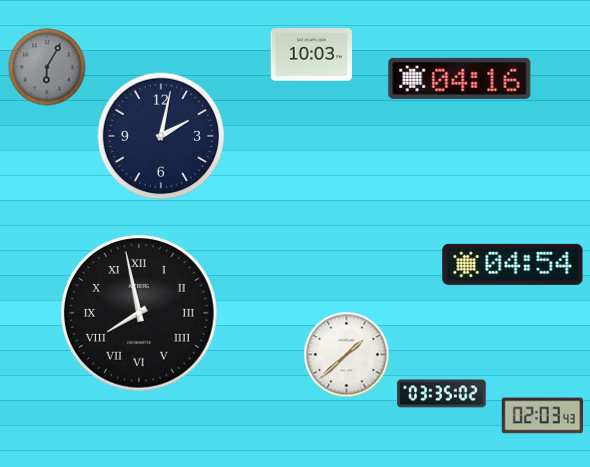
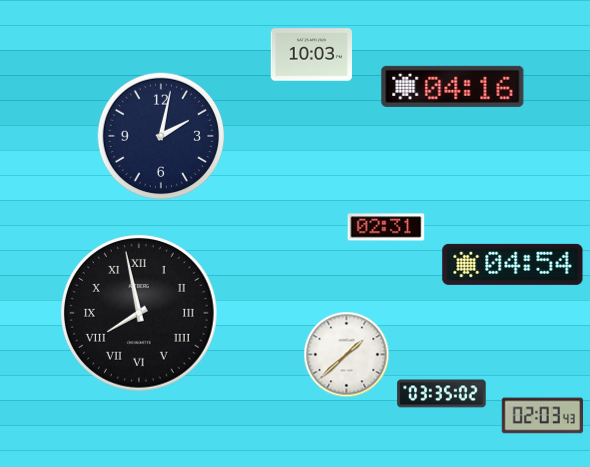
clock at (47, 67): 6:05 -> none
clock at (460, 78) position: (460, 78) -> (453, 86)
clock at (386, 227): none -> 02:31
